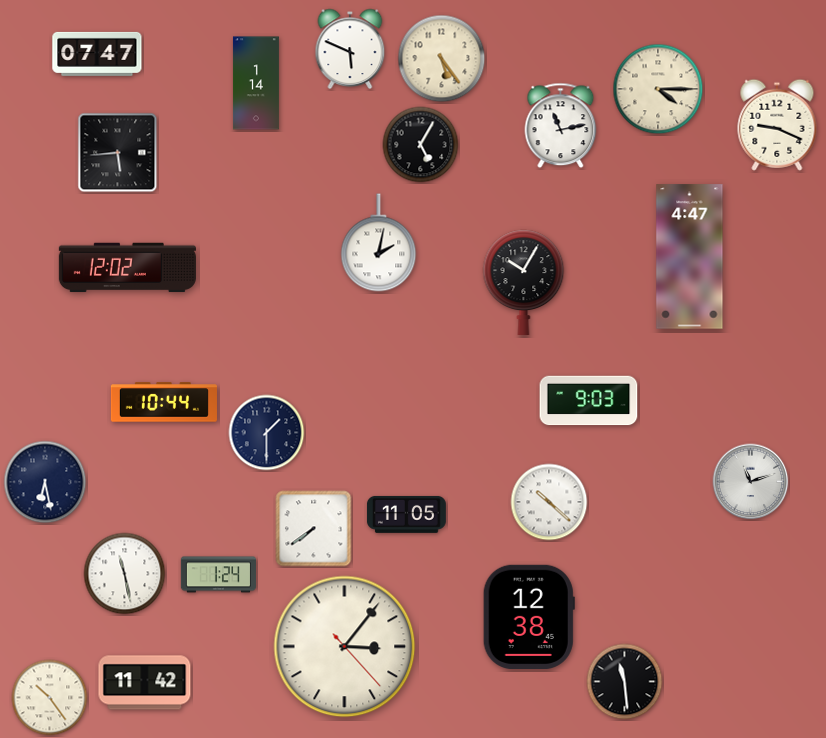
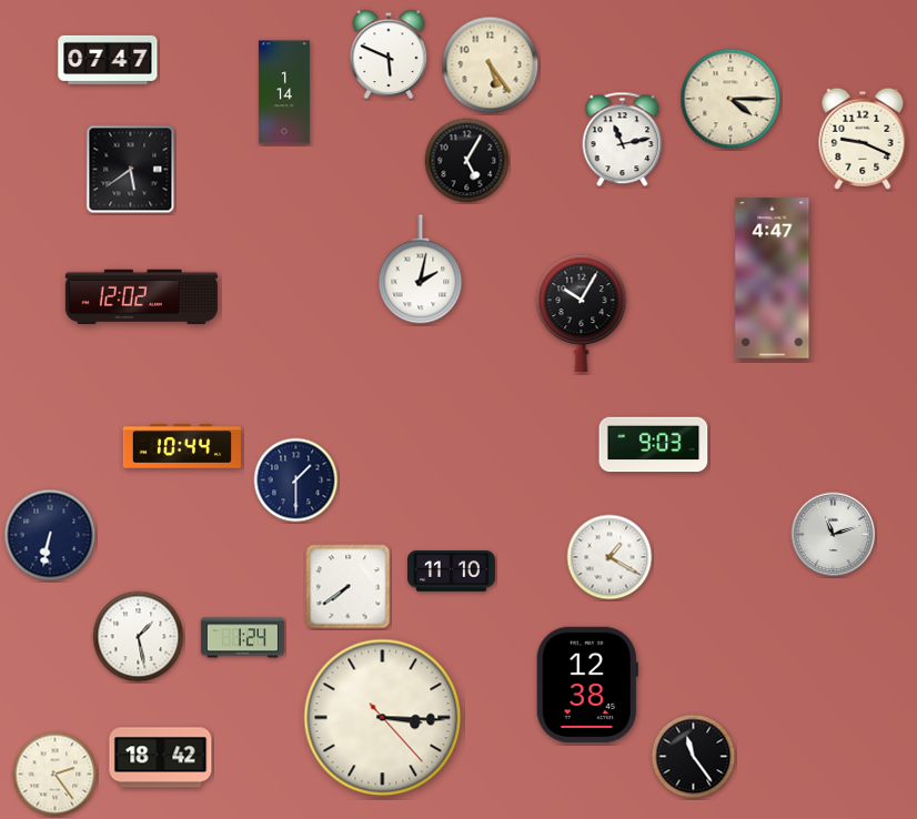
clock at (118, 153): 5:44 -> 5:39
clock at (690, 257) position: (690, 257) -> (773, 279)
clock at (45, 482): 6:28 -> 6:32
clock at (549, 502): 10:22 -> 1:20
clock at (406, 514): 11:05 -> 11:10
clock at (125, 574): 11:28 -> 1:28
clock at (345, 647): 3:06 -> 3:15
clock at (625, 682): 11:29 -> 11:24
clock at (145, 683): 11:42 -> 18:42
clock at (50, 698): 10:24 -> 2:24
